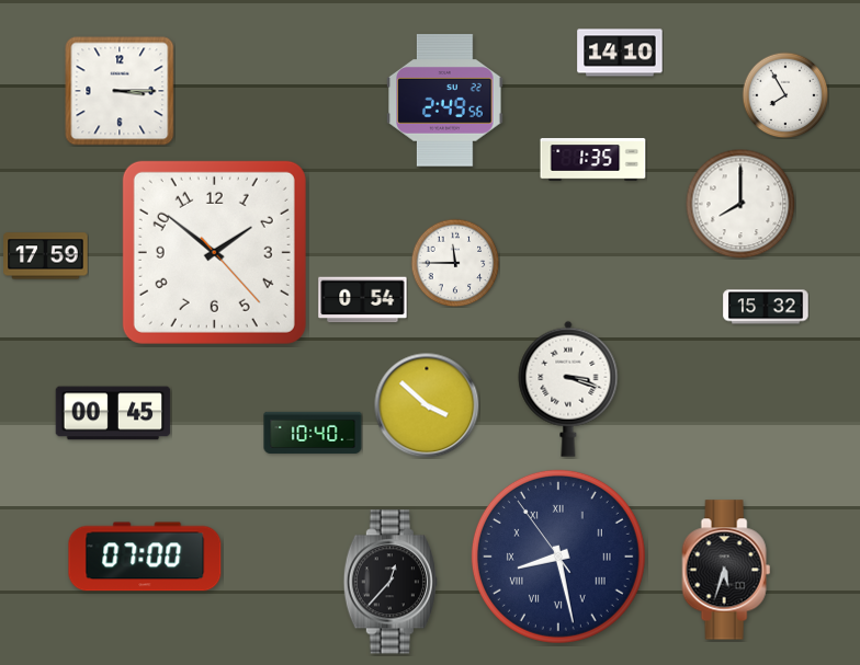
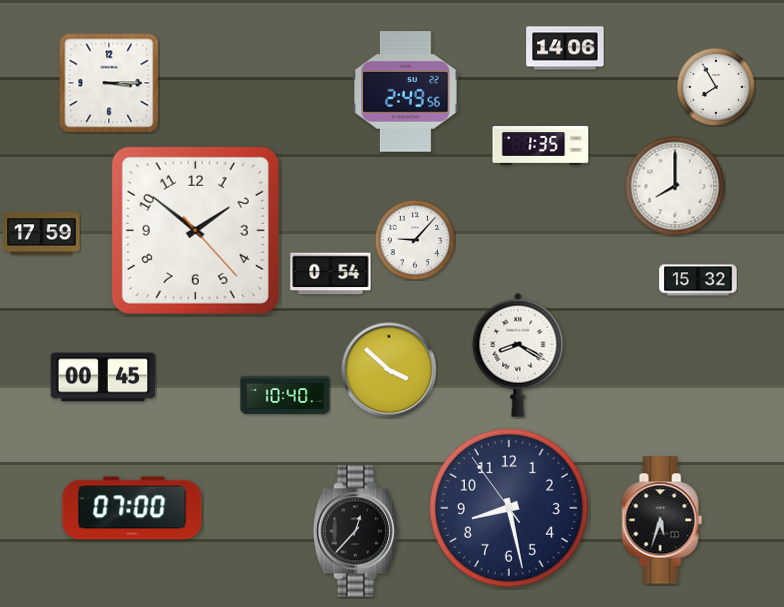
clock at (620, 53): 14:10 -> 14:06
clock at (455, 263): 11:45 -> 9:07
clock at (568, 389): 3:18 -> 8:20
clock at (558, 557) numerals: Roman -> Arabic
